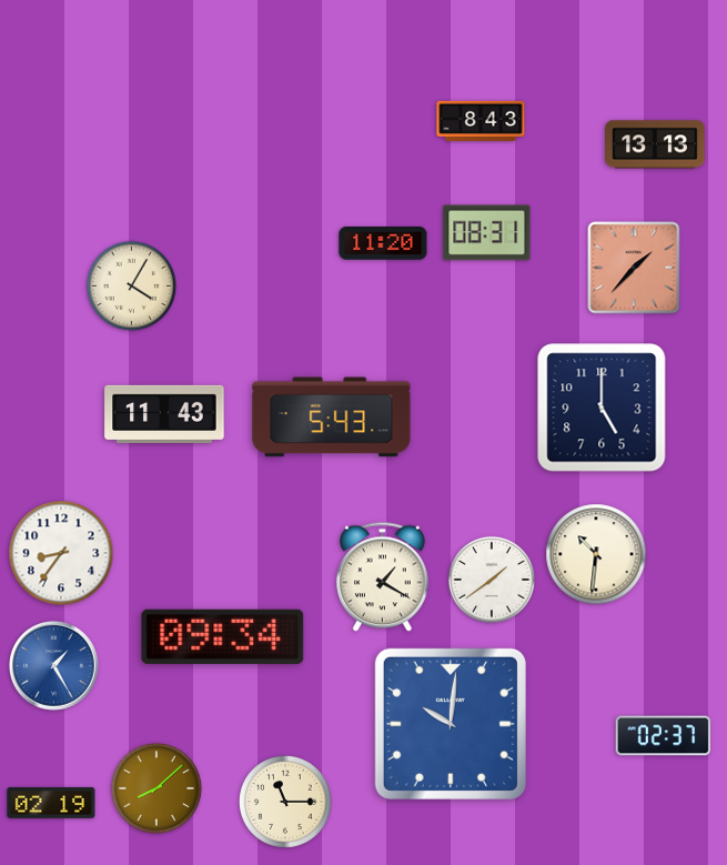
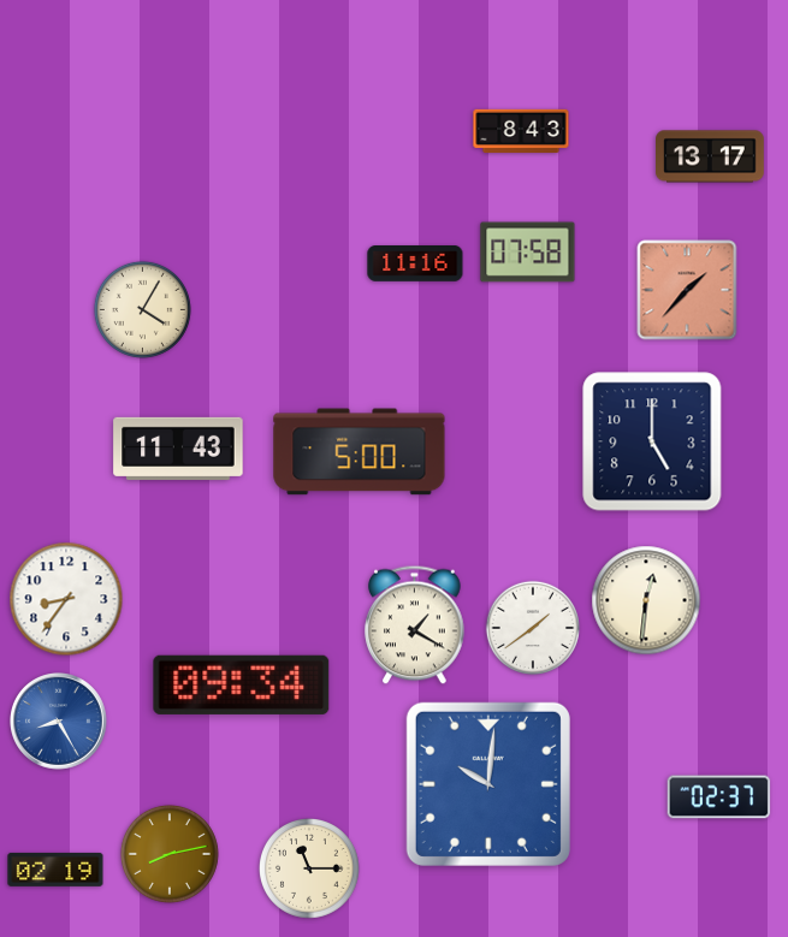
clock at (656, 144): 13:13 -> 13:17
clock at (487, 233): 08:31 -> 07:58
clock at (383, 244): 11:20 -> 11:16
clock at (332, 418): 5:43 -> 5:00
clock at (596, 554): 10:31 -> 12:31
clock at (223, 636) position: (223, 636) -> (242, 684)
clock at (54, 666): 1:25 -> 8:25
clock at (156, 788): 8:08 -> 8:13
